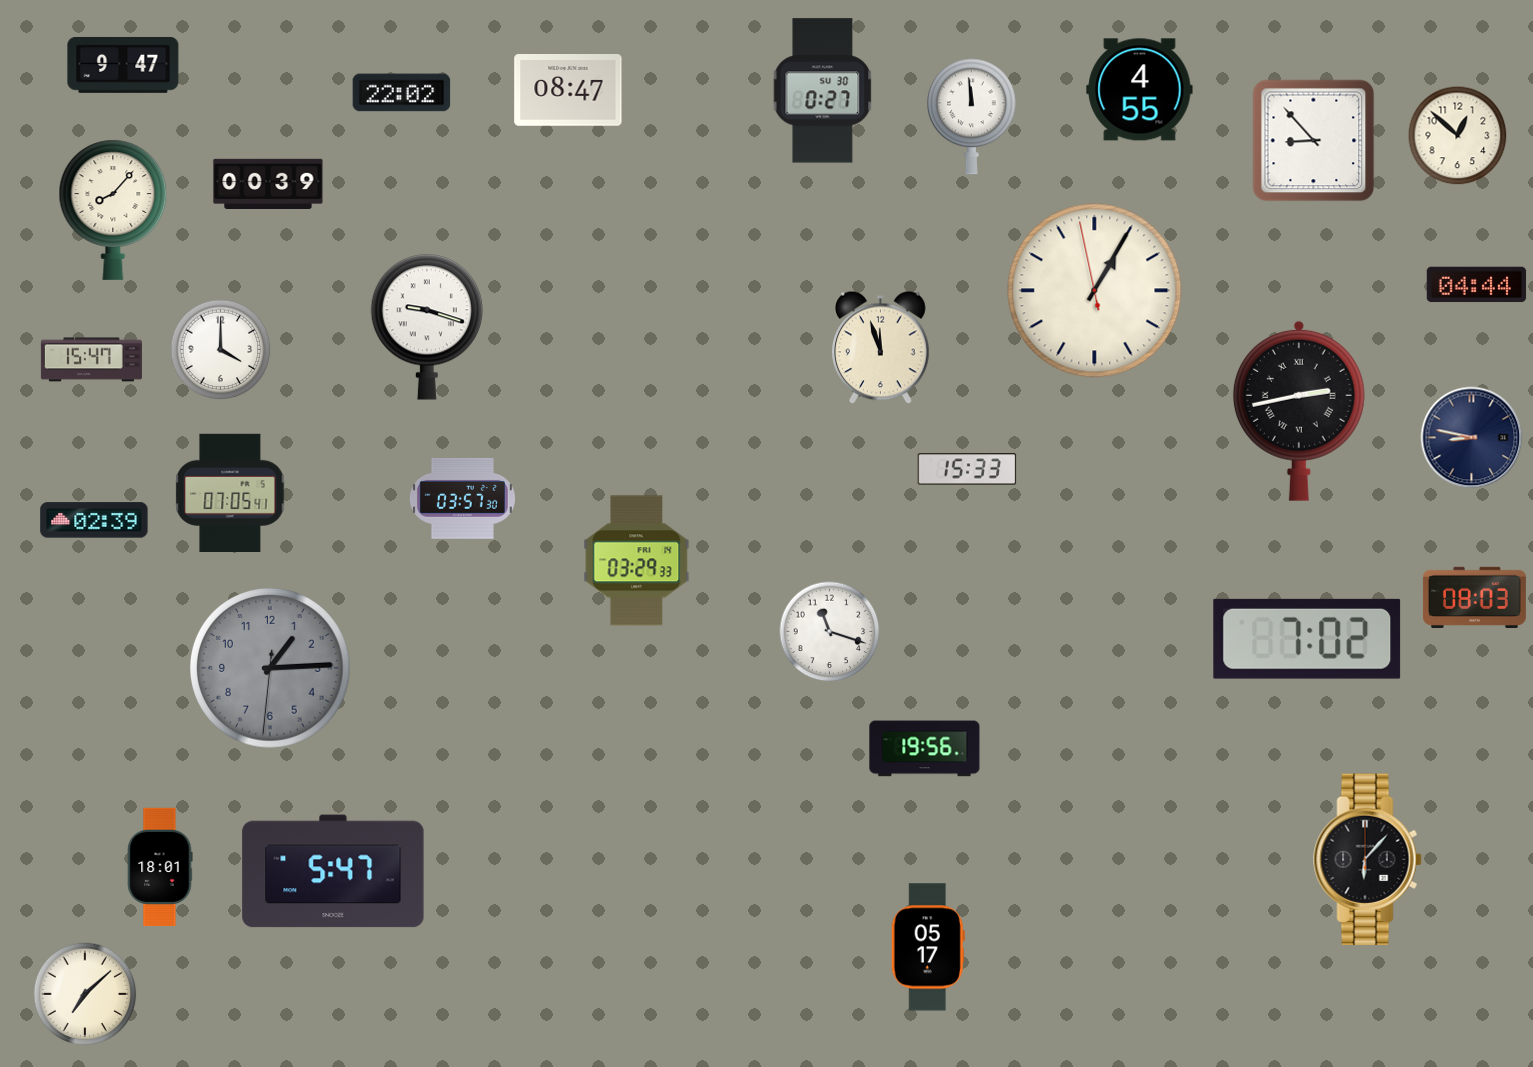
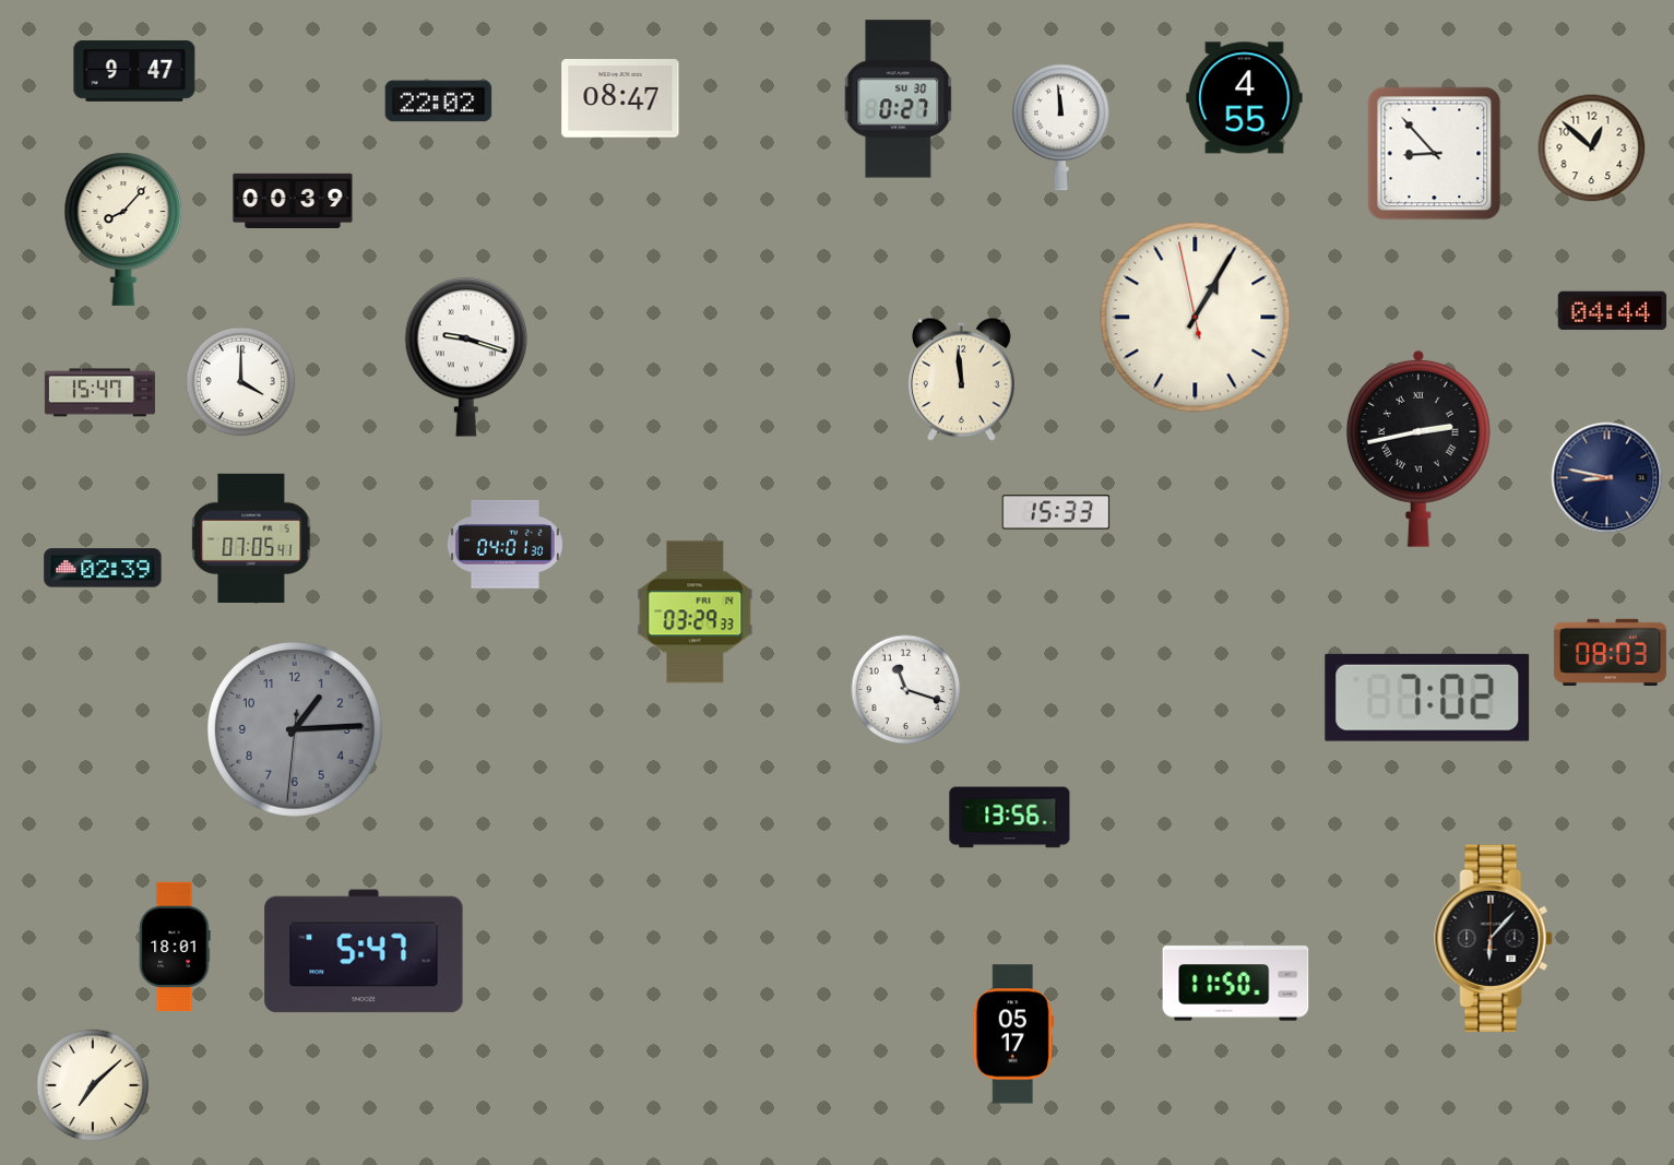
clock at (881, 348): 11:57 -> 11:59
clock at (462, 498): 03:57 -> 04:01
clock at (925, 749): 19:56 -> 13:56
clock at (1236, 982): none -> 11:50
